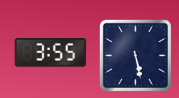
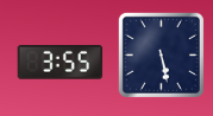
clock at (135, 55) position: (135, 55) -> (161, 54)
